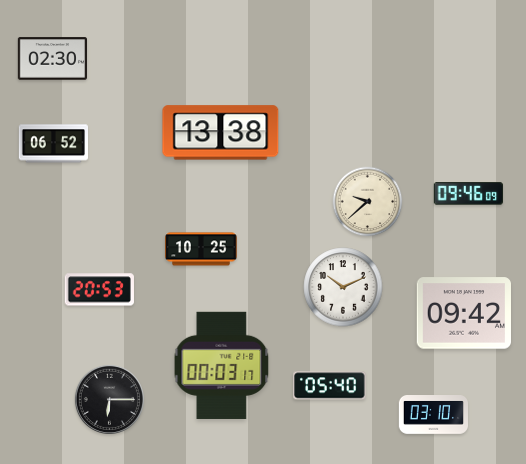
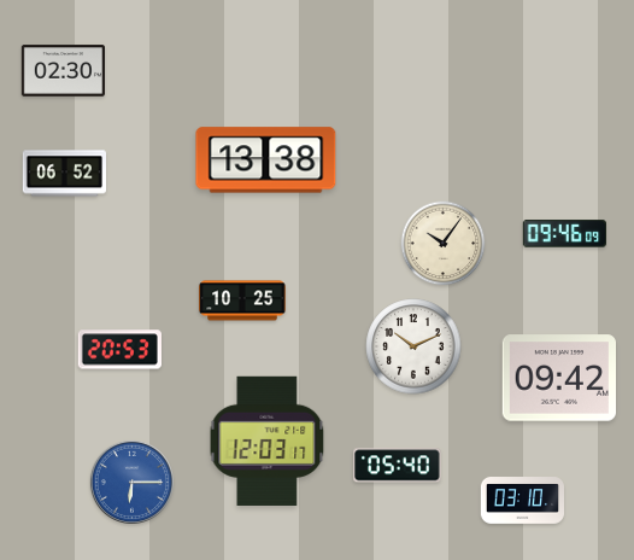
clock at (368, 202): 9:38 -> 10:06
clock at (222, 365): 00:03 -> 12:03
clock at (109, 399) dial: black -> blue
